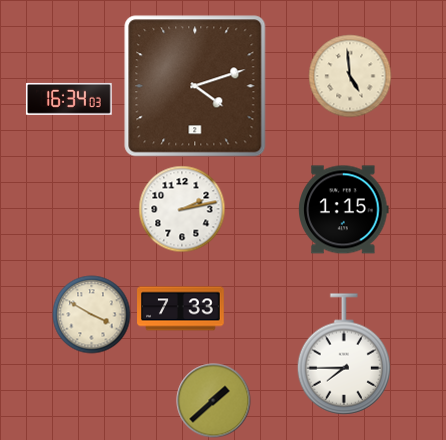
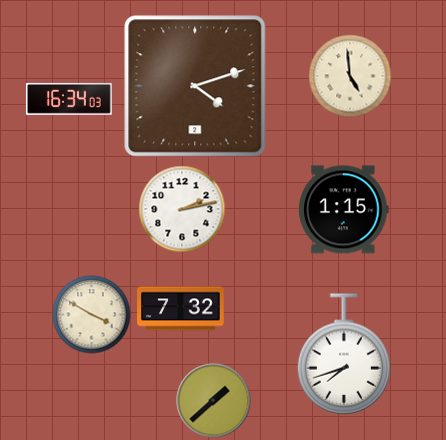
clock at (181, 309): 7:33 -> 7:32
clock at (344, 354): 7:45 -> 7:42
